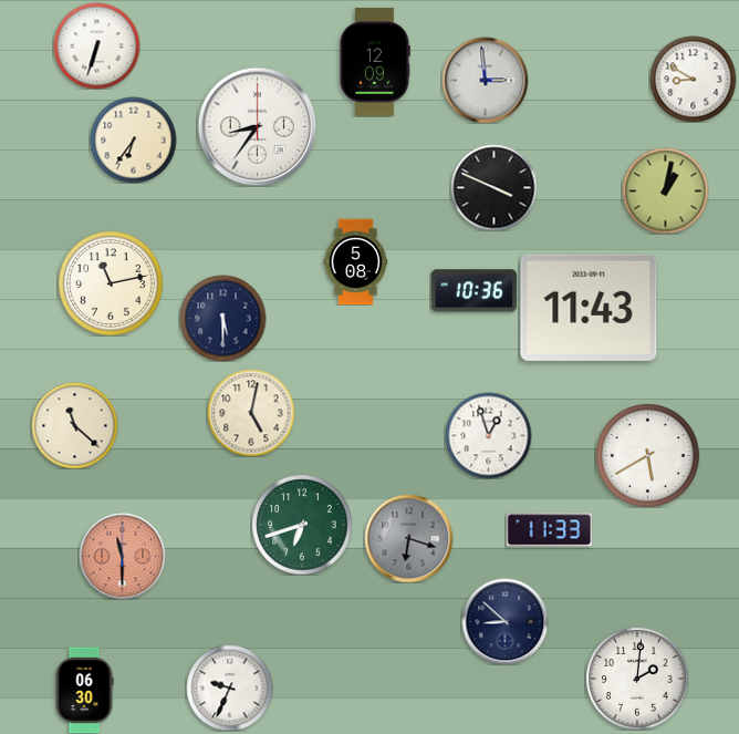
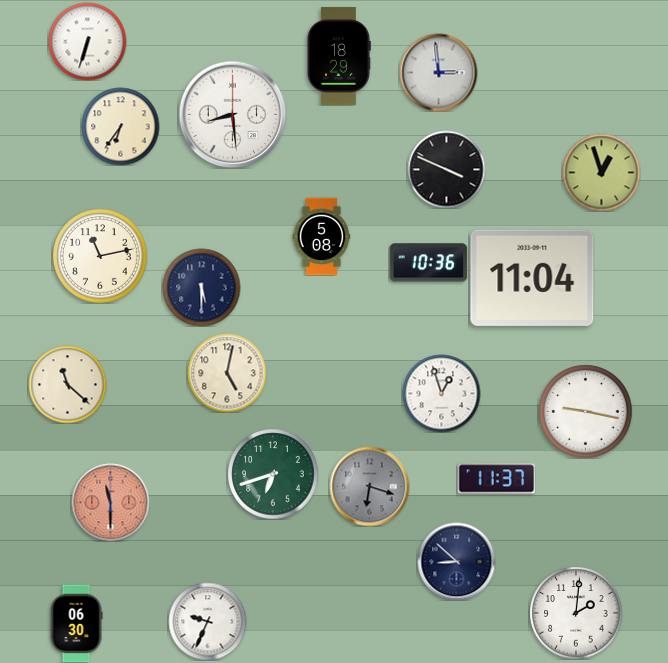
clock at (375, 62): 12:09 -> 18:29
clock at (693, 79): 8:50 -> none
clock at (257, 126): 8:36 -> 8:29
clock at (665, 190): 1:02 -> 12:57
clock at (589, 308): 11:43 -> 11:04
clock at (647, 455): 5:40 -> 9:17
clock at (549, 530): 11:33 -> 11:37
